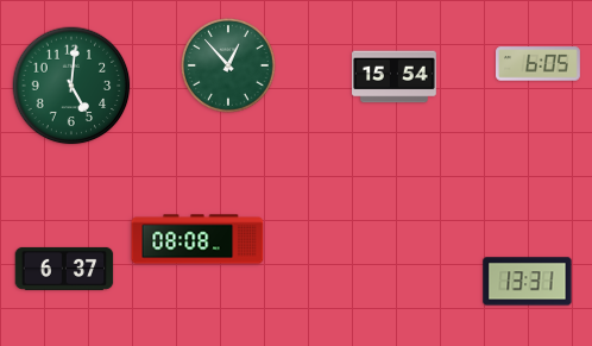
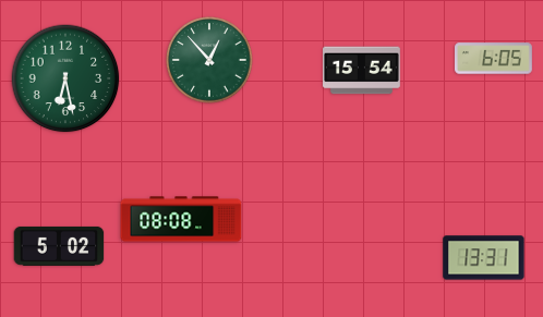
clock at (71, 86): 5:01 -> 6:28
clock at (64, 269): 6:37 -> 5:02
